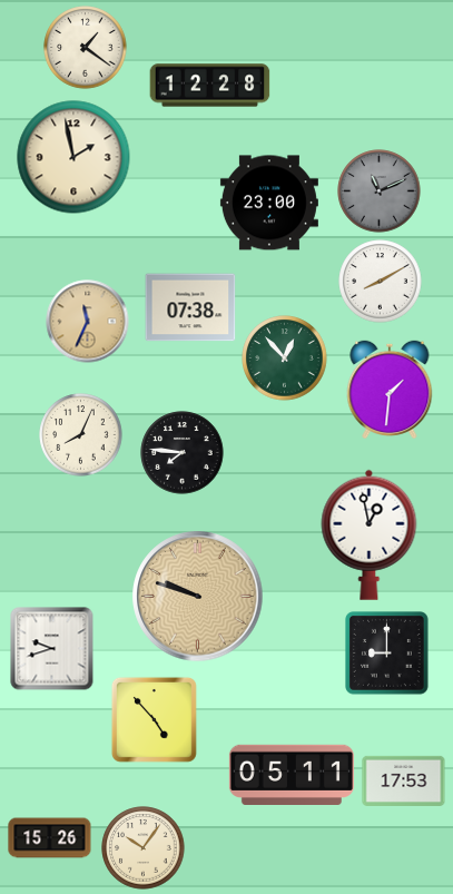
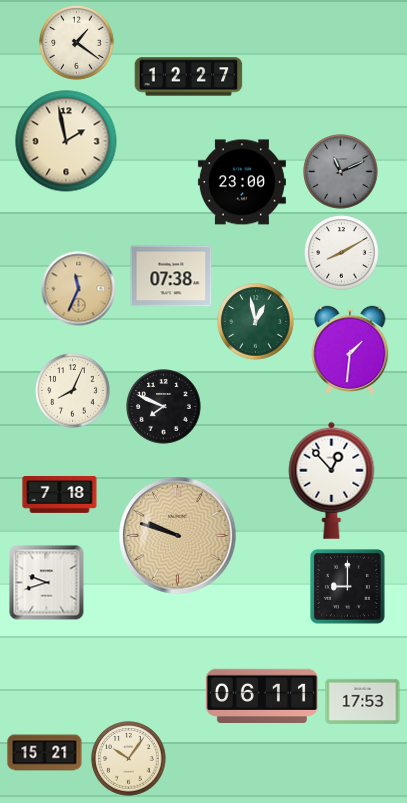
clock at (210, 86): 12:28 -> 12:27
clock at (285, 358): 12:53 -> 12:58
clock at (183, 453): 7:46 -> 7:49
clock at (370, 534): 12:58 -> 12:53
clock at (60, 494): none -> 7:18
clock at (154, 719): 4:53 -> none
clock at (292, 774): 05:11 -> 06:11
clock at (50, 838): 15:26 -> 15:21
clock at (144, 848) position: (144, 848) -> (129, 759)
